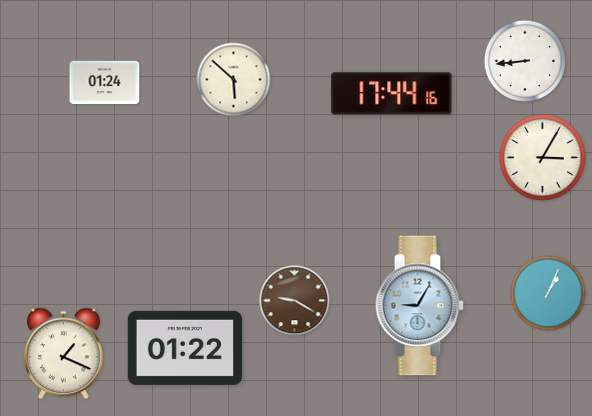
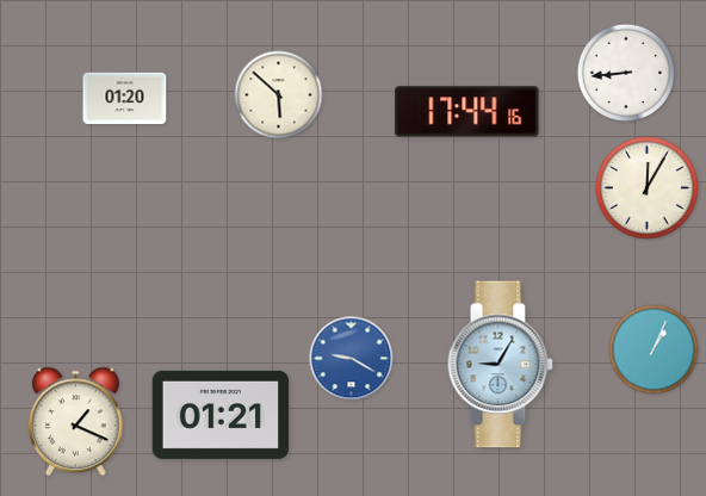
clock at (105, 83): 01:24 -> 01:20
clock at (543, 158): 3:05 -> 12:05
clock at (295, 301) dial: brown -> blue
clock at (184, 348): 01:22 -> 01:21
